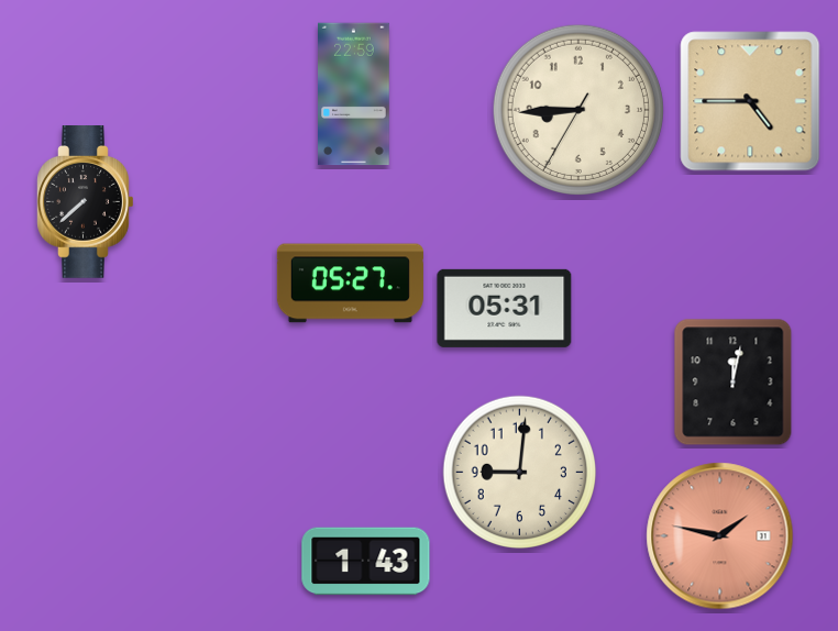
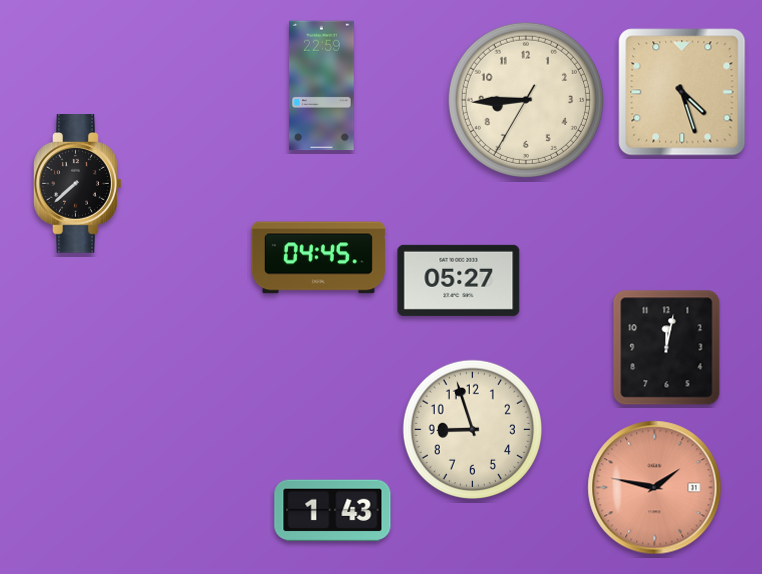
clock at (750, 101): 4:45 -> 4:27
clock at (350, 284): 05:27 -> 04:45
clock at (505, 308): 05:31 -> 05:27
clock at (520, 473): 9:01 -> 8:57
